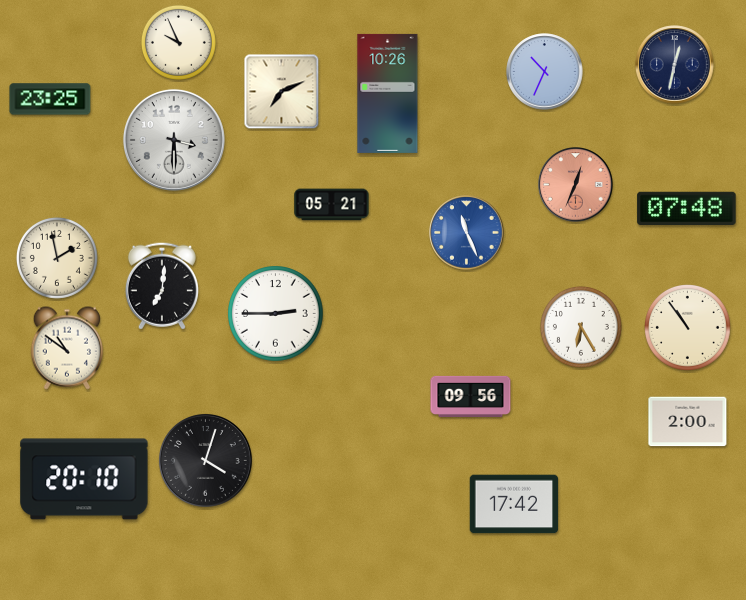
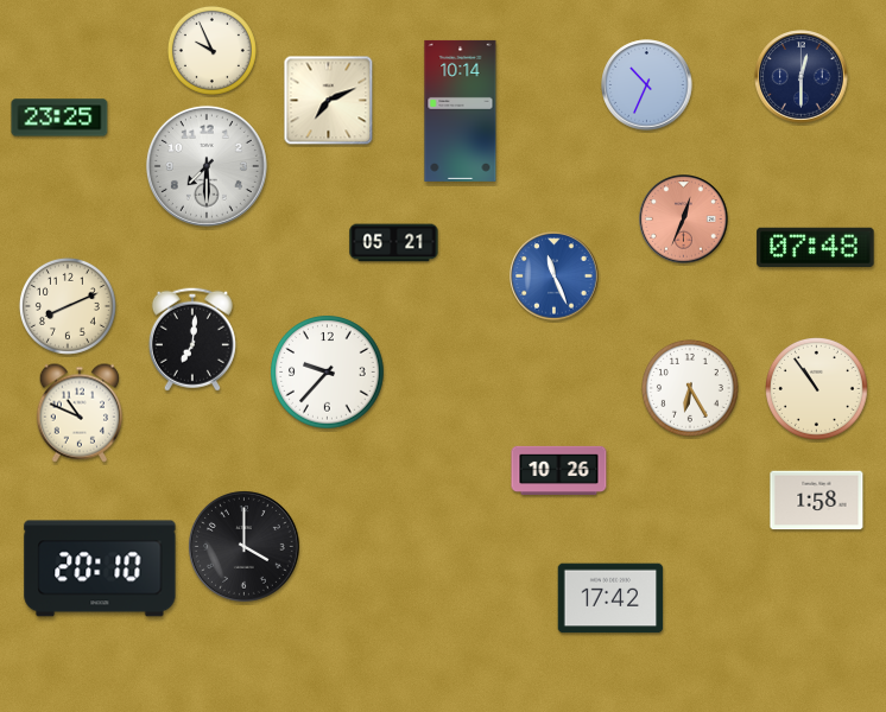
clock at (675, 65): 12:32 -> 12:30
clock at (282, 92) position: (282, 92) -> (329, 101)
clock at (388, 93): 10:26 -> 10:14
clock at (174, 140): 3:30 -> 7:30
clock at (57, 258): 1:58 -> 8:11
clock at (276, 314): 2:45 -> 9:37
clock at (66, 348): 10:51 -> 10:49
clock at (471, 396): 09:56 -> 10:26
clock at (688, 422): 2:00 -> 1:58
clock at (205, 460): 4:03 -> 4:00
